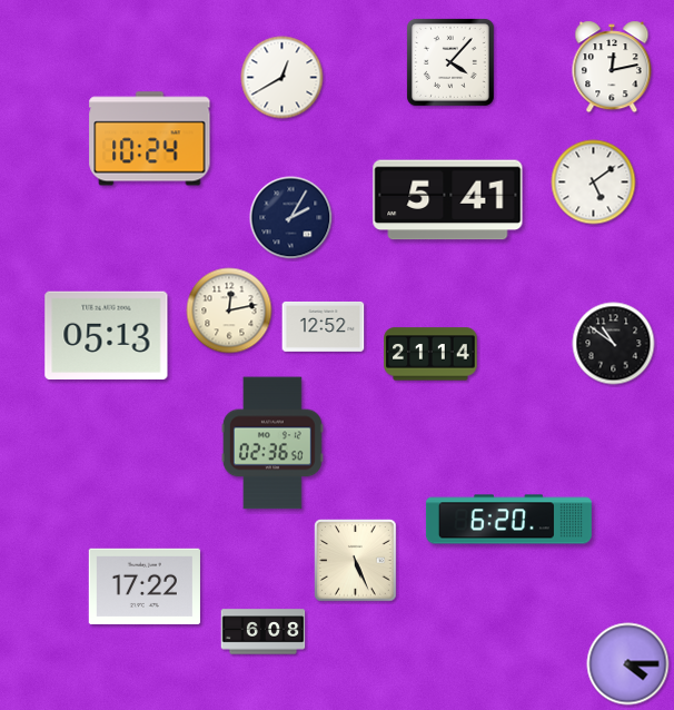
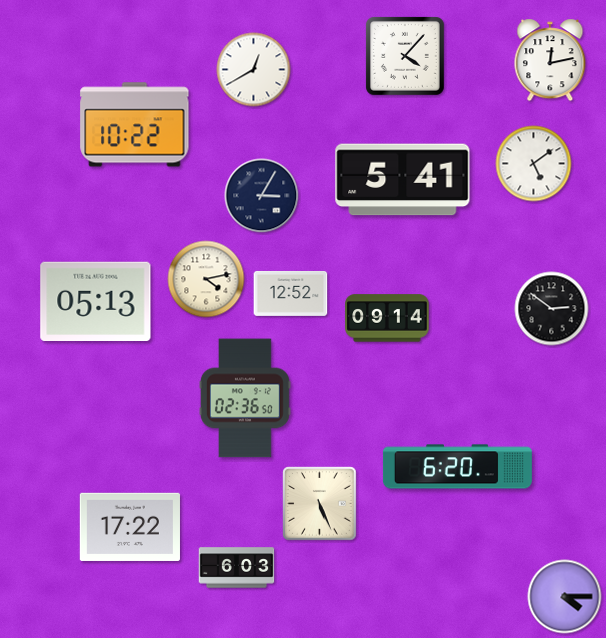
clock at (150, 139): 10:24 -> 10:22
clock at (291, 218): 2:05 -> 3:05
clock at (229, 310): 12:13 -> 4:13
clock at (614, 344): 10:51 -> 2:51
clock at (430, 354): 21:14 -> 09:14
clock at (264, 632): 6:08 -> 6:03
